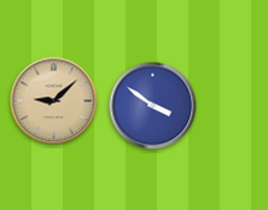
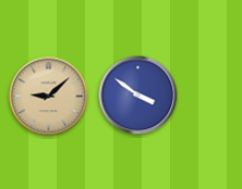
clock at (54, 101) position: (54, 101) -> (49, 97)
